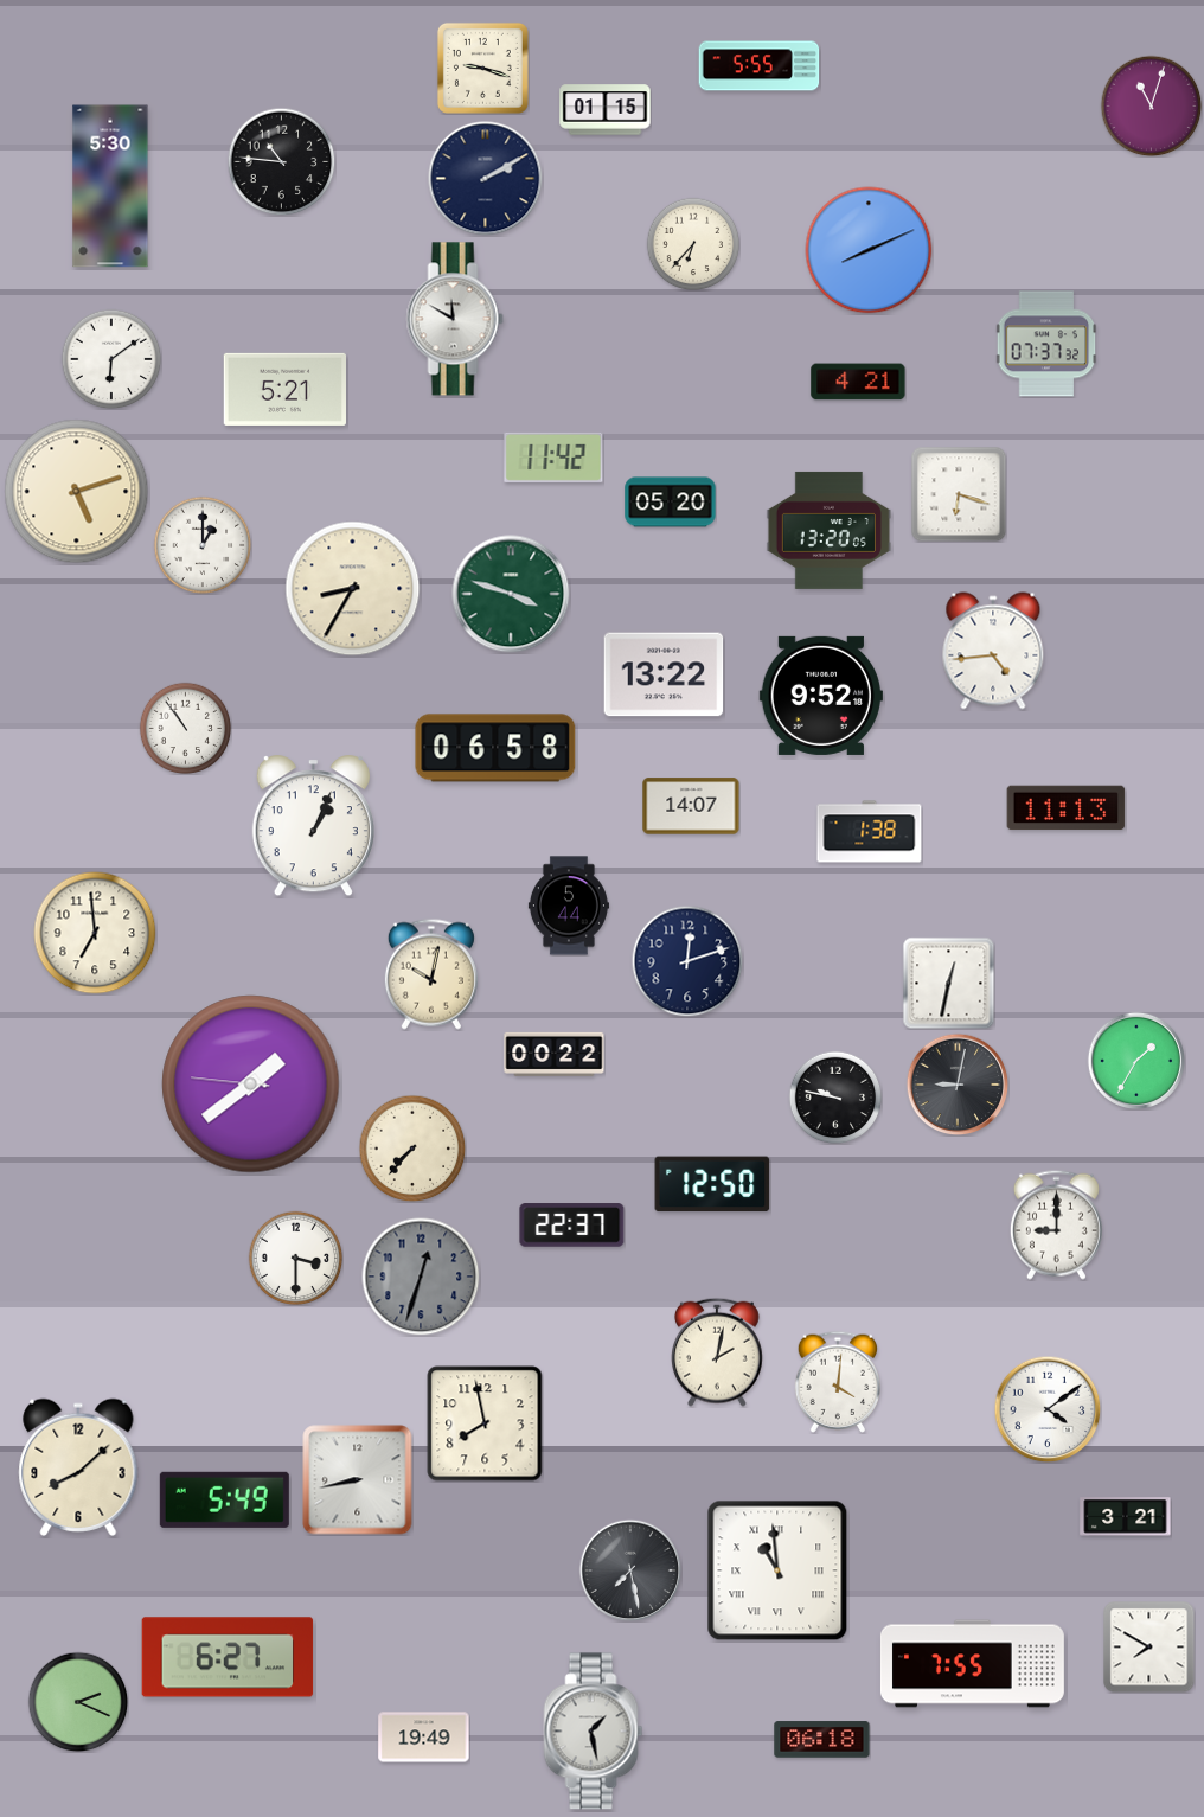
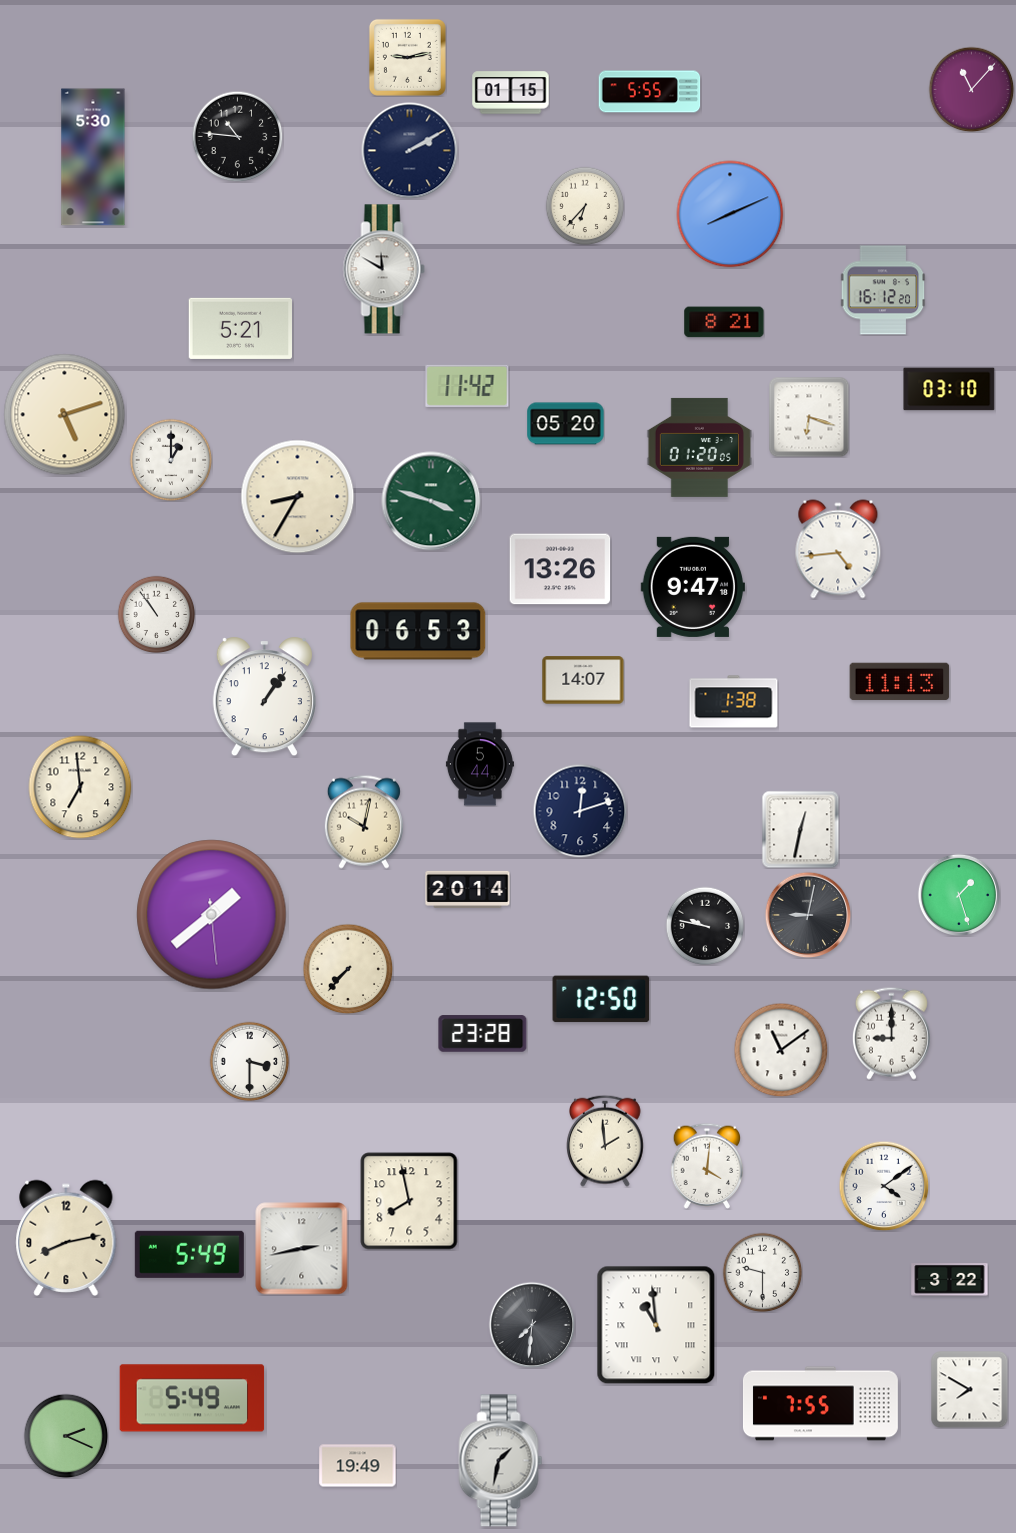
clock at (760, 66) position: (760, 66) -> (650, 92)
clock at (482, 68): 9:18 -> 9:13
clock at (1151, 105): 11:03 -> 11:07
clock at (869, 250) position: (869, 250) -> (730, 214)
clock at (1046, 344): 07:37 -> 16:12
clock at (111, 359): 6:09 -> none
clock at (858, 382): 4:21 -> 8:21
clock at (949, 389): none -> 03:10
clock at (828, 530): 13:20 -> 01:20
clock at (664, 674): 13:22 -> 13:26
clock at (821, 696): 9:52 -> 9:47
clock at (495, 748): 06:58 -> 06:53
clock at (313, 826): 1:04 -> 1:06
clock at (555, 1054): 00:22 -> 20:14
clock at (1135, 1060): 1:35 -> 1:27
clock at (251, 1085): 1:38:46 -> 1:38:29
clock at (572, 1226): 22:37 -> 23:28
clock at (781, 1050): none -> 11:09
clock at (421, 1277): 12:33 -> none
clock at (718, 1352): 2:02 -> 1:59
clock at (1048, 1409) position: (1048, 1409) -> (884, 1186)
clock at (78, 1467): 8:08 -> 8:13
clock at (358, 1480): 8:43 -> 2:43
clock at (224, 1499) position: (224, 1499) -> (189, 1254)
clock at (762, 1272): none -> 9:30
clock at (1126, 1517): 3:21 -> 3:22
clock at (630, 1570): 7:28 -> 7:31
clock at (228, 1657): 6:27 -> 5:49
clock at (594, 1732): 1:28 -> 1:32
clock at (822, 1740): 06:18 -> none
